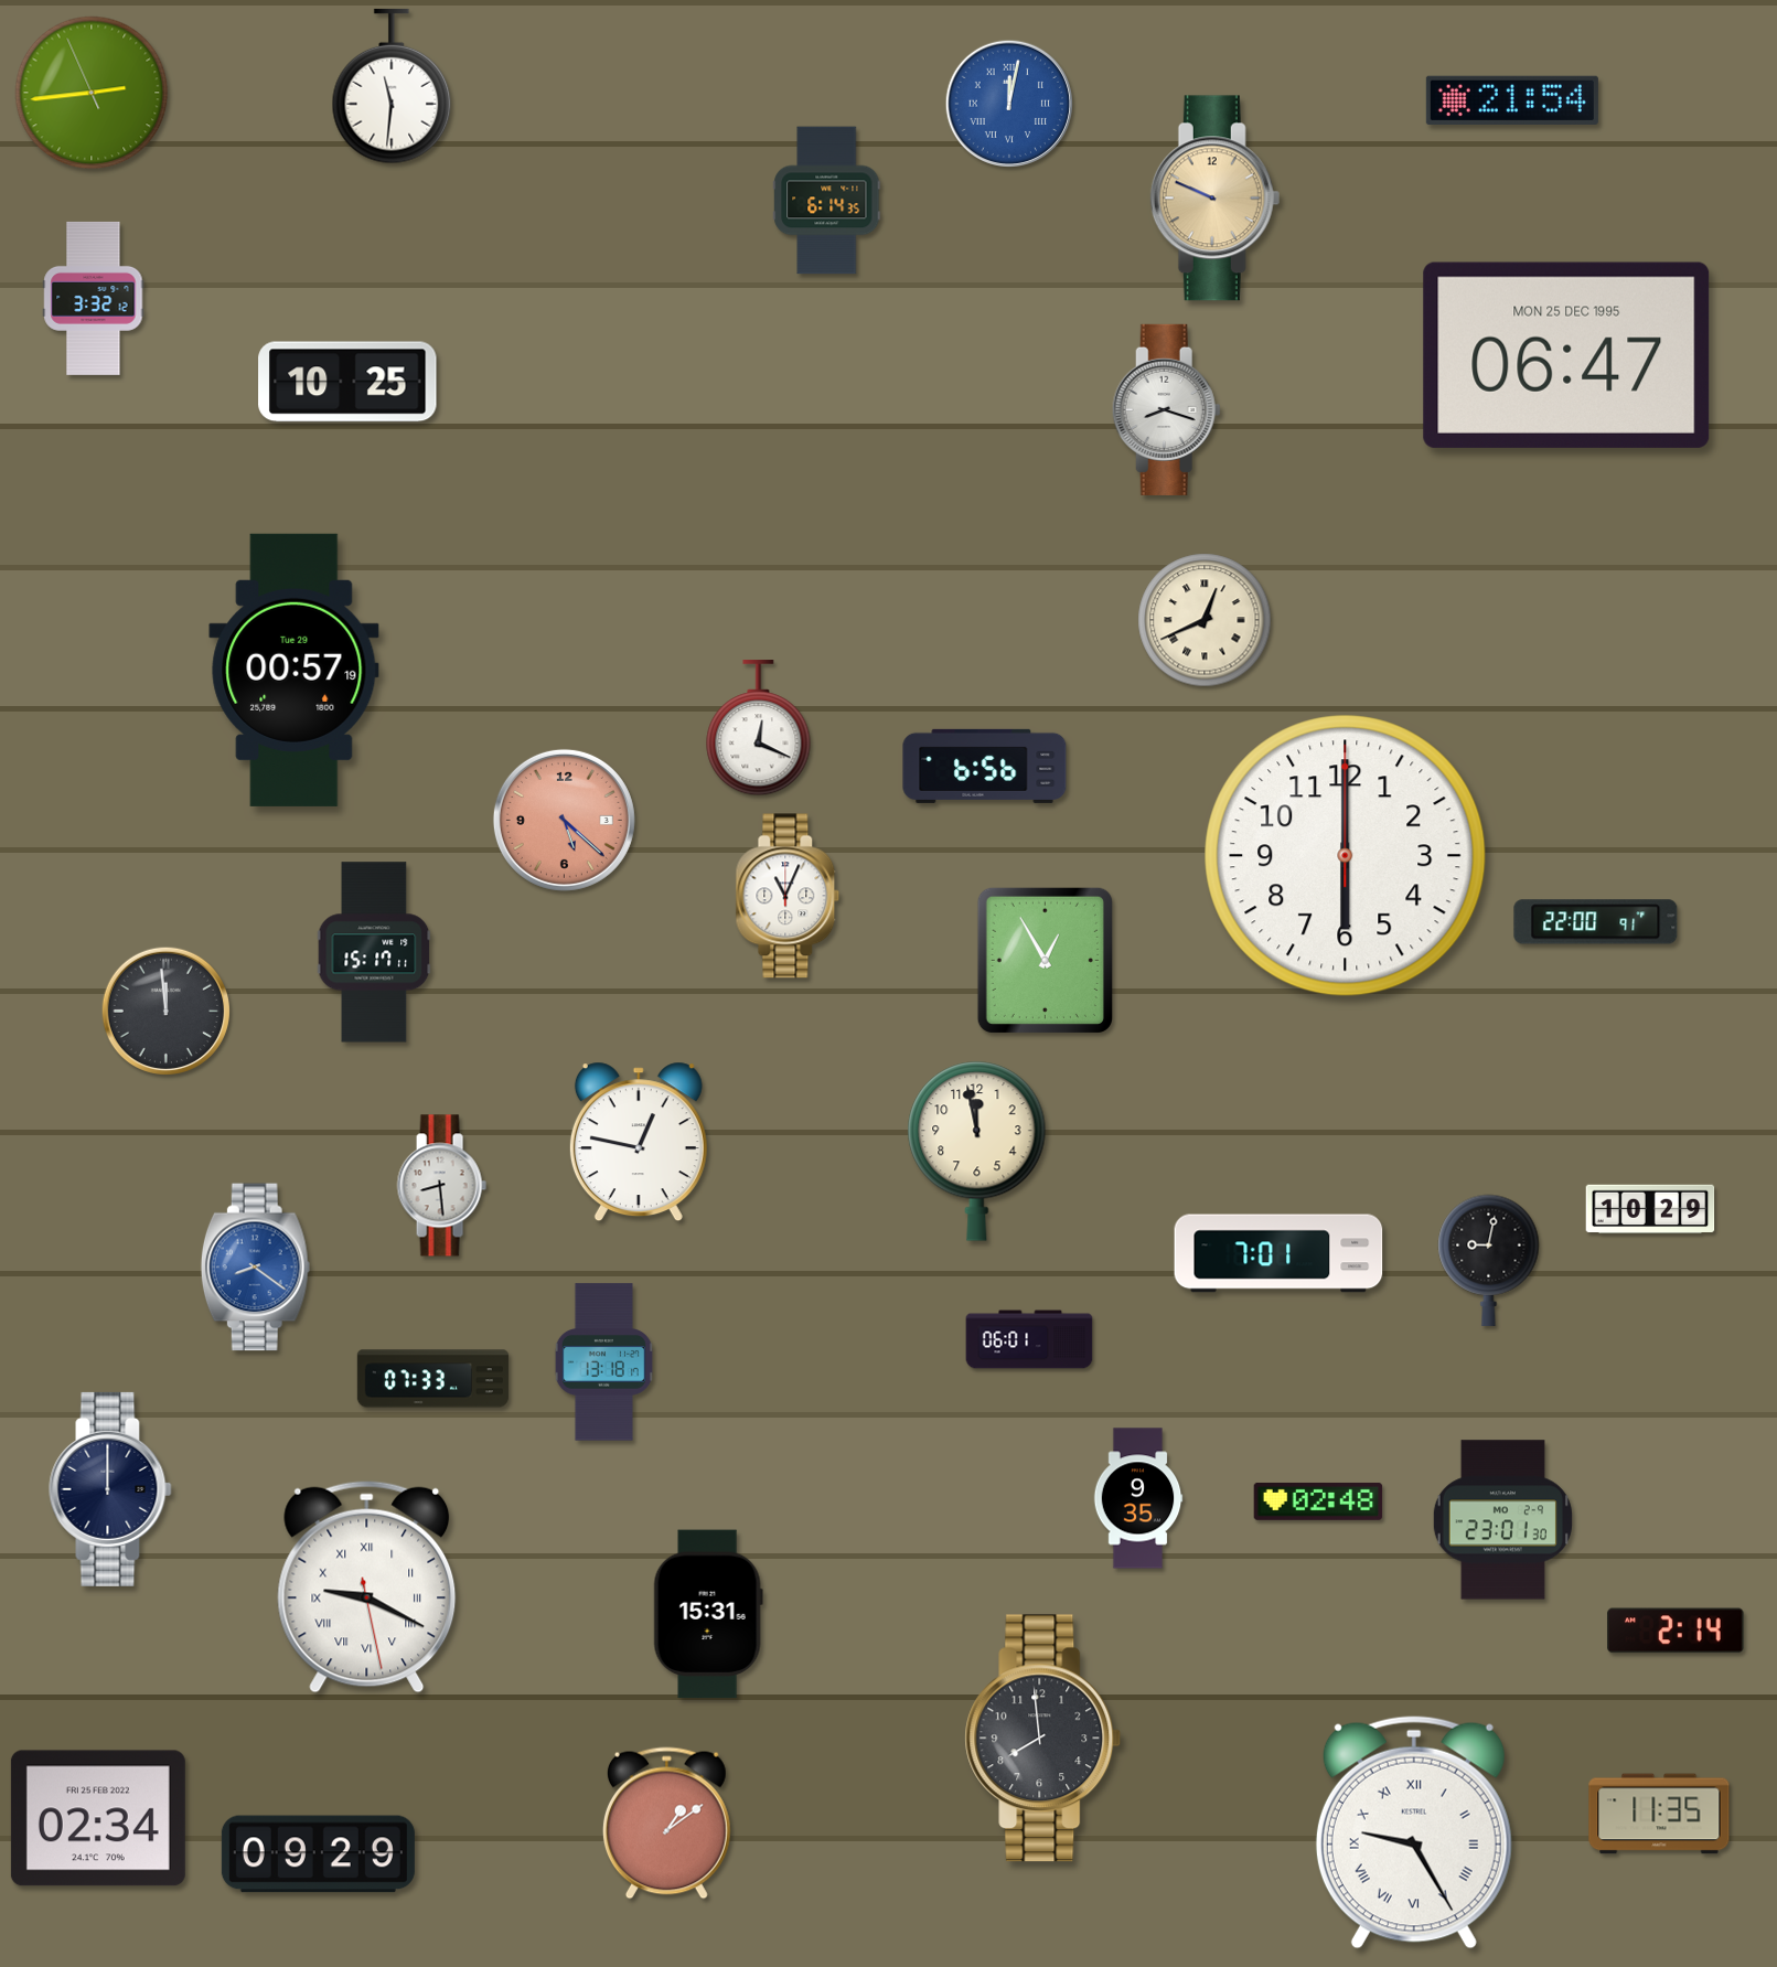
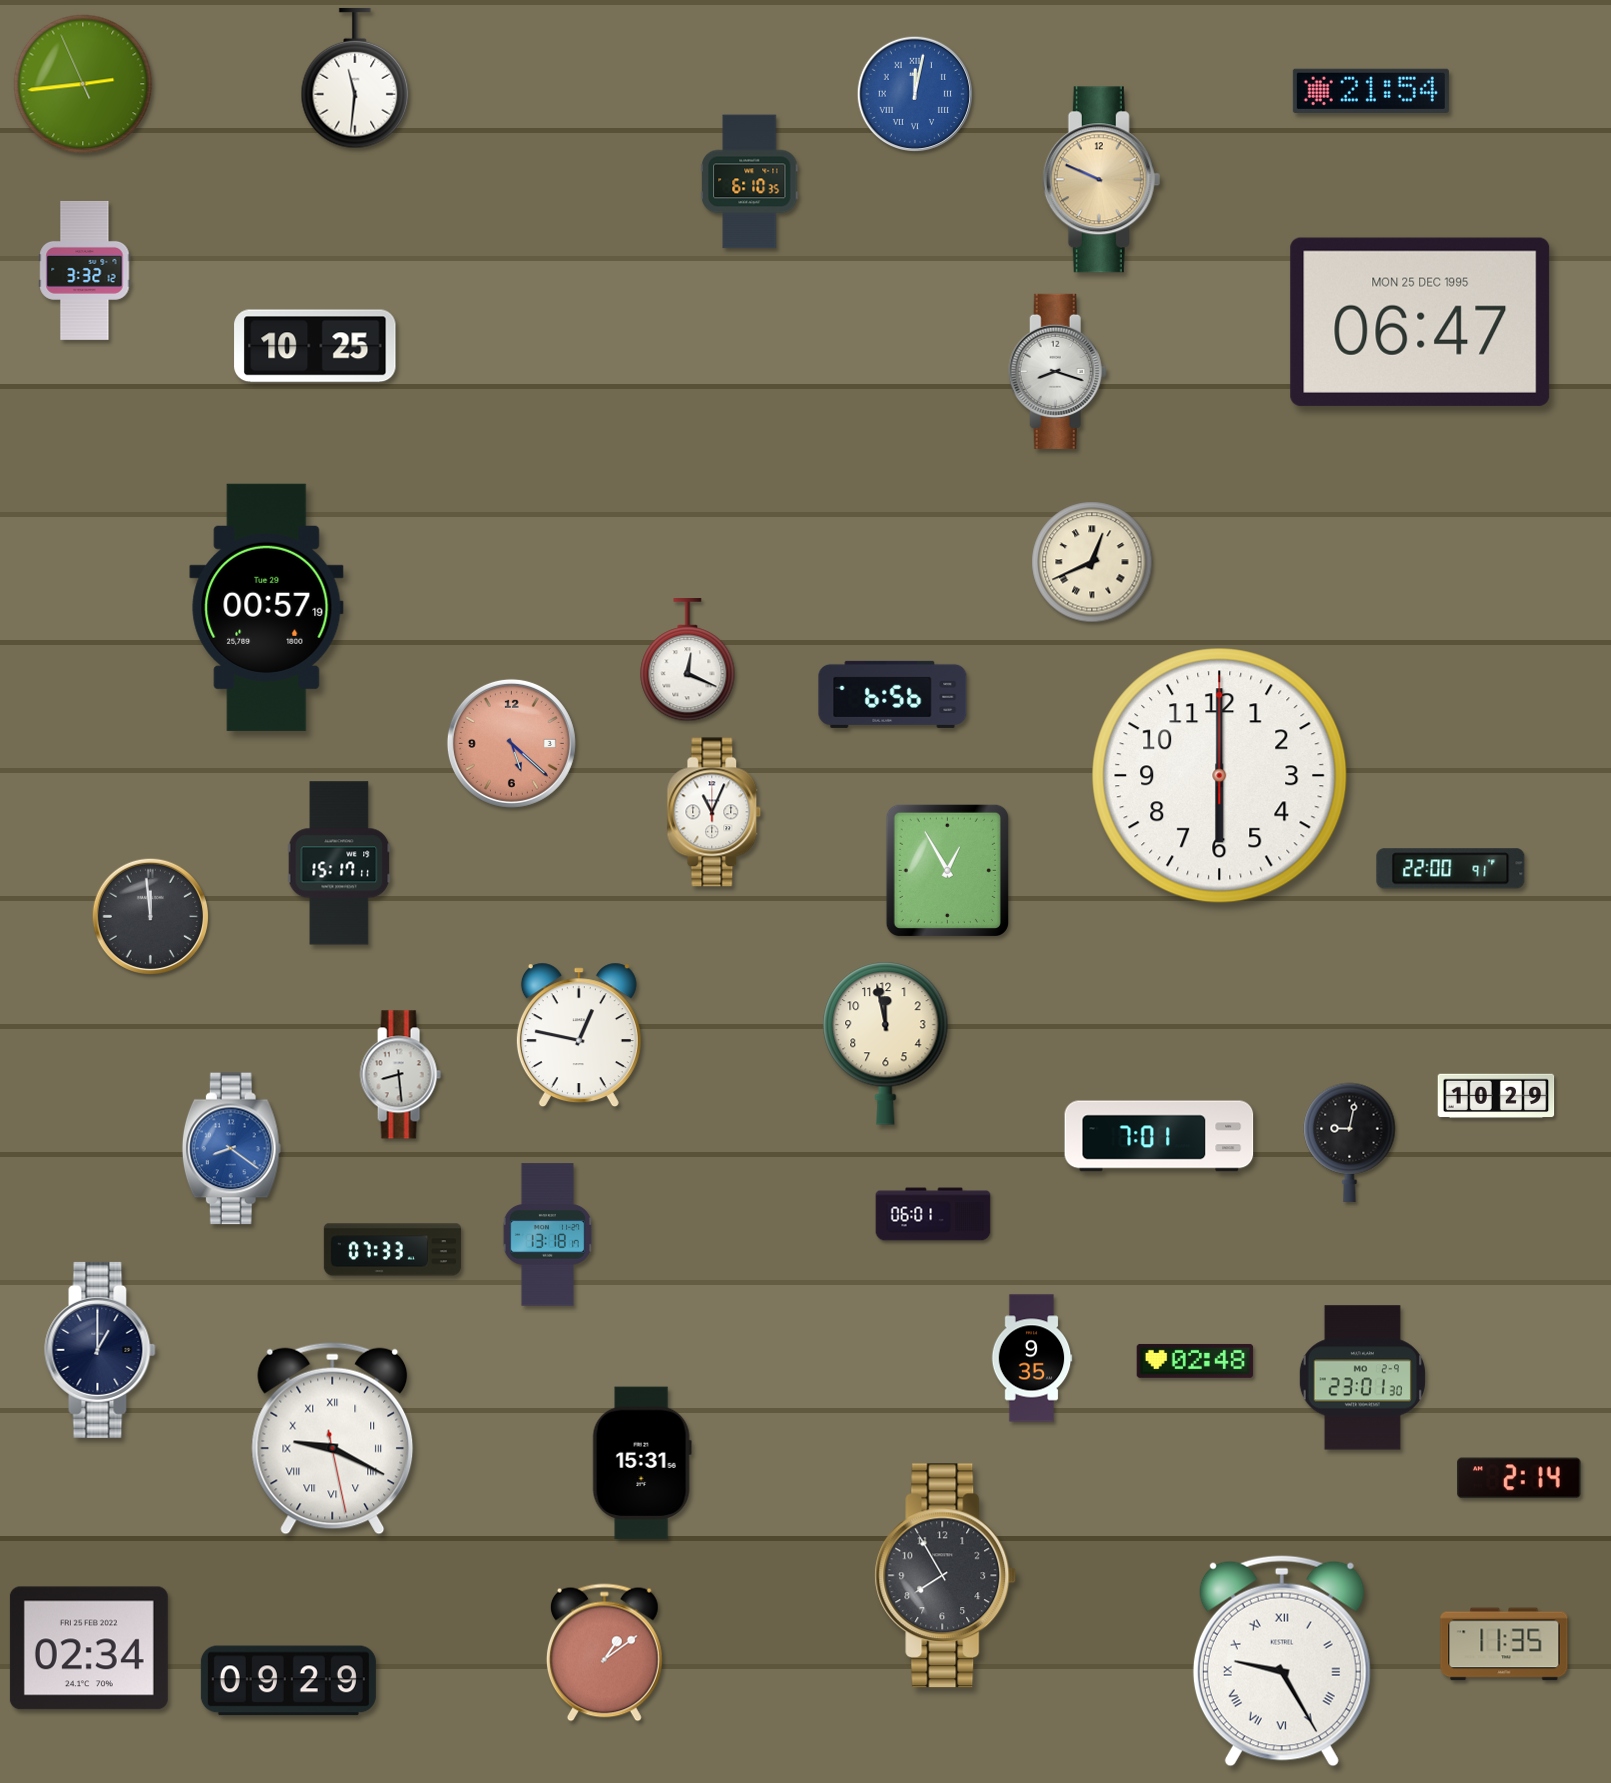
clock at (827, 201): 6:14 -> 6:10
clock at (1596, 922) position: (1596, 922) -> (1451, 869)
clock at (110, 1489): 12:00 -> 1:00
clock at (1043, 1739): 7:59 -> 7:55
